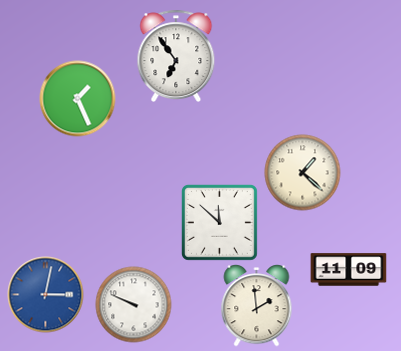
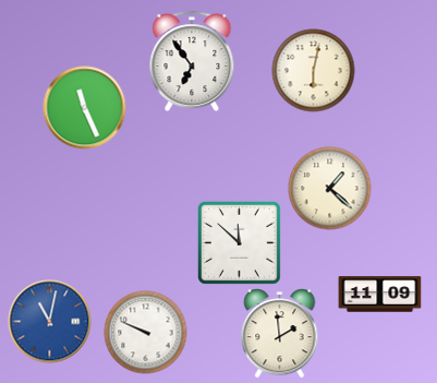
clock at (314, 71): none -> 6:02
clock at (78, 99): 1:26 -> 11:26
clock at (46, 295): 3:02 -> 11:02
